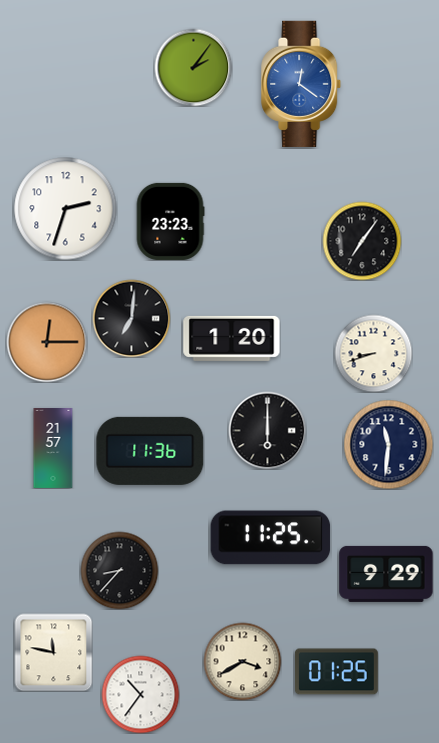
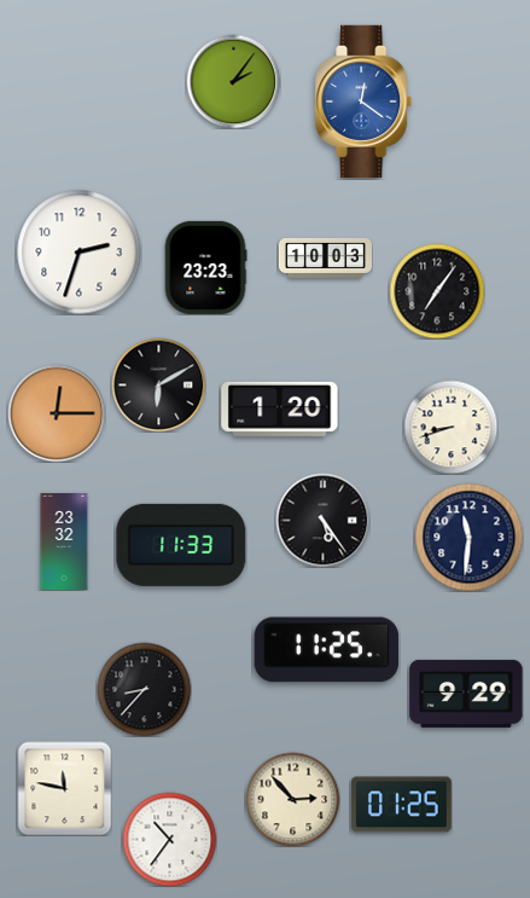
clock at (325, 257): none -> 10:03
clock at (131, 318): 7:01 -> 6:10
clock at (267, 430): 6:00 -> 5:24
clock at (53, 448): 21:57 -> 23:32
clock at (150, 451): 11:36 -> 11:33
clock at (242, 661): 3:40 -> 2:53
clock at (336, 672) position: (336, 672) -> (401, 805)
